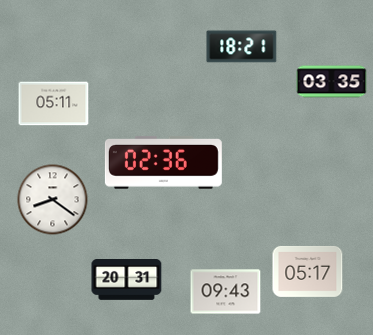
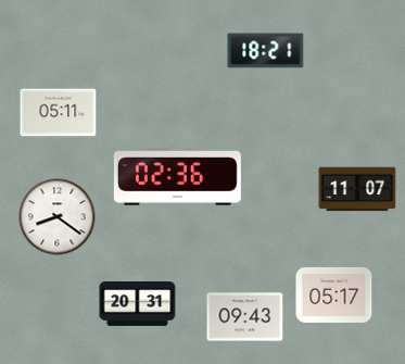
clock at (242, 47) position: (242, 47) -> (266, 51)
clock at (332, 82): 03:35 -> none
clock at (357, 189): none -> 11:07
